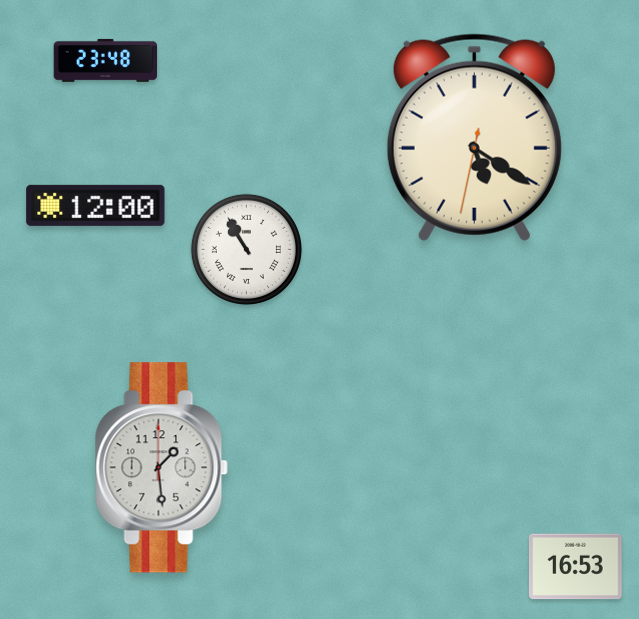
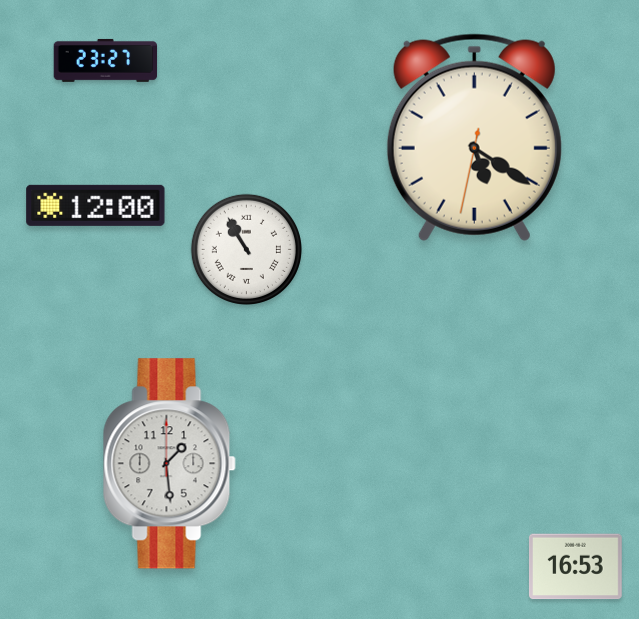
clock at (106, 60): 23:48 -> 23:27
clock at (161, 468) position: (161, 468) -> (169, 464)
